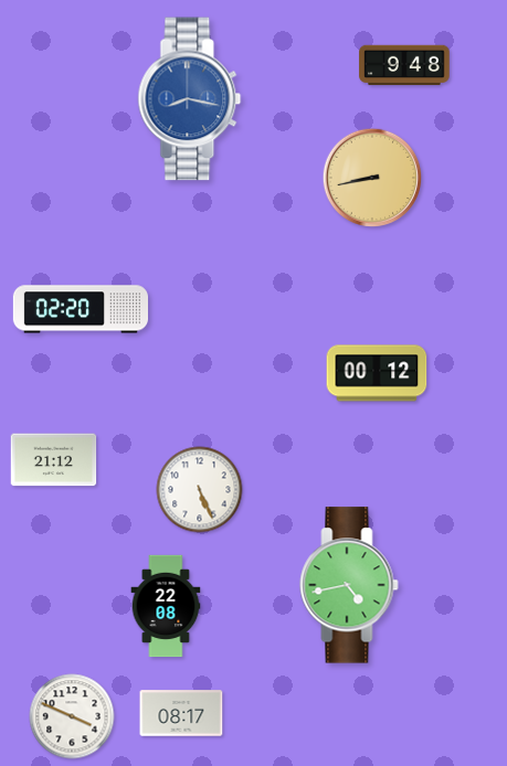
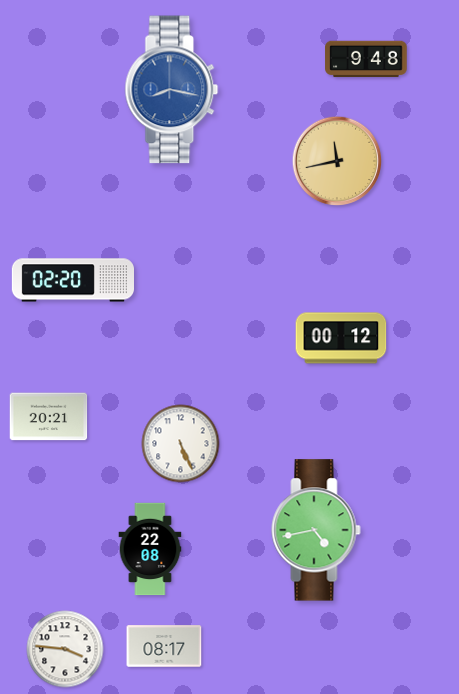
clock at (372, 178): 8:43 -> 11:43
clock at (54, 460): 21:12 -> 20:21
clock at (72, 716): 3:49 -> 3:46
